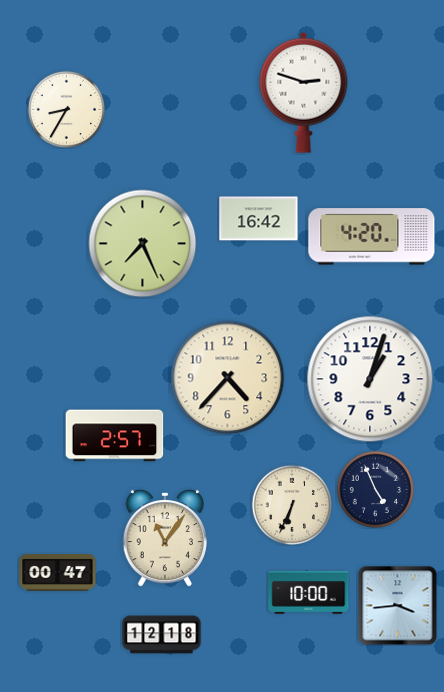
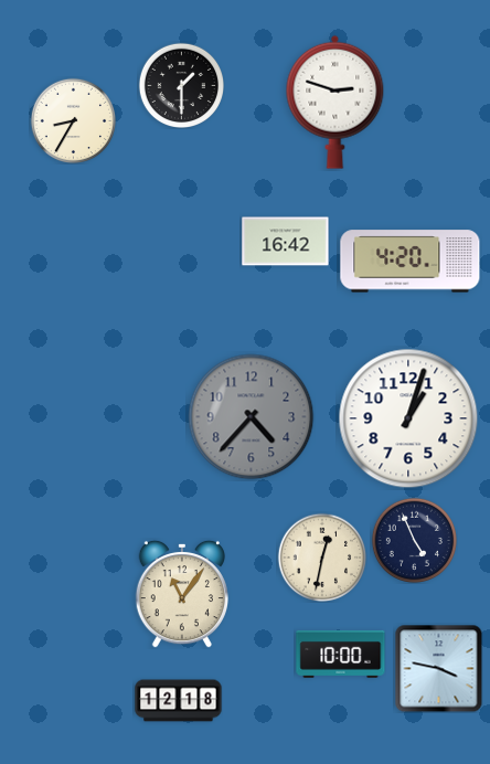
clock at (181, 85): none -> 1:30
clock at (143, 244): 7:26 -> none
clock at (228, 378) dial: cream -> grey
clock at (115, 436): 2:57 -> none
clock at (292, 505): 6:34 -> 12:32
clock at (58, 572): 00:47 -> none
clock at (397, 605): 3:44 -> 3:47
